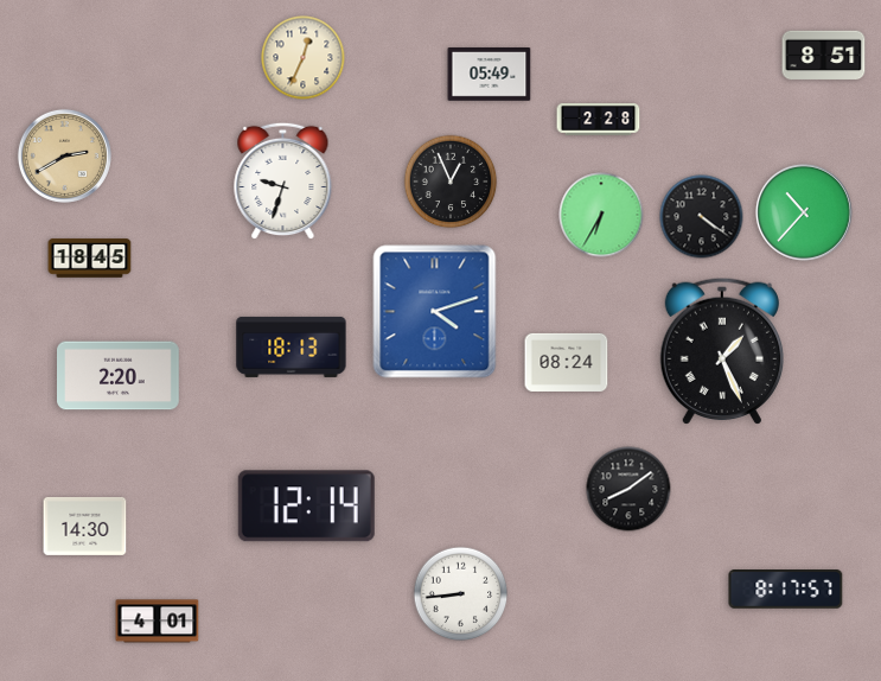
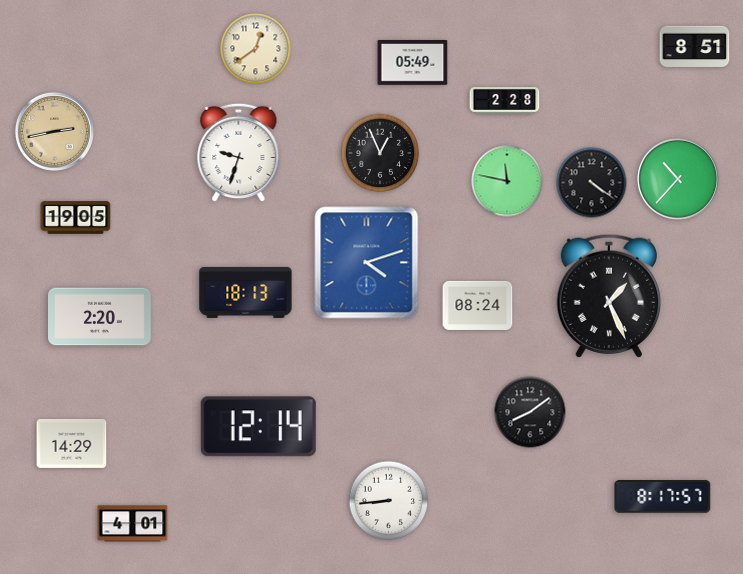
clock at (304, 58): 12:34 -> 12:39
clock at (64, 155): 2:40 -> 2:43
clock at (601, 215): 6:35 -> 11:47
clock at (90, 259): 18:45 -> 19:05
clock at (85, 526): 14:30 -> 14:29
